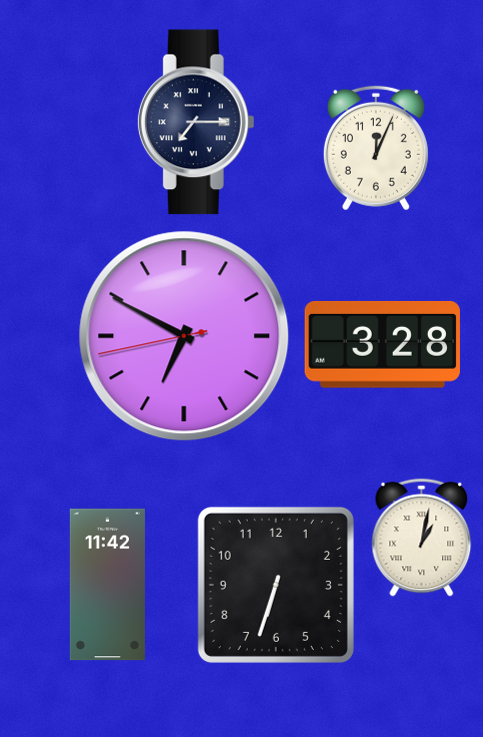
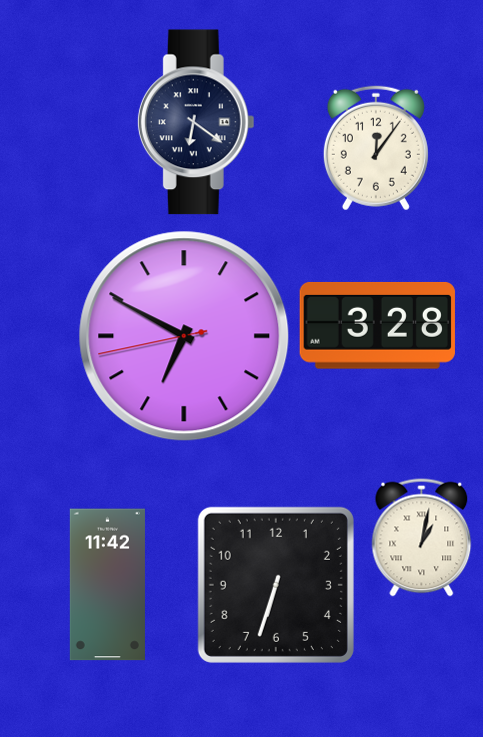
clock at (196, 122): 7:15 -> 6:21
clock at (376, 148): 12:04 -> 12:06
clock at (382, 344) position: (382, 344) -> (377, 325)
